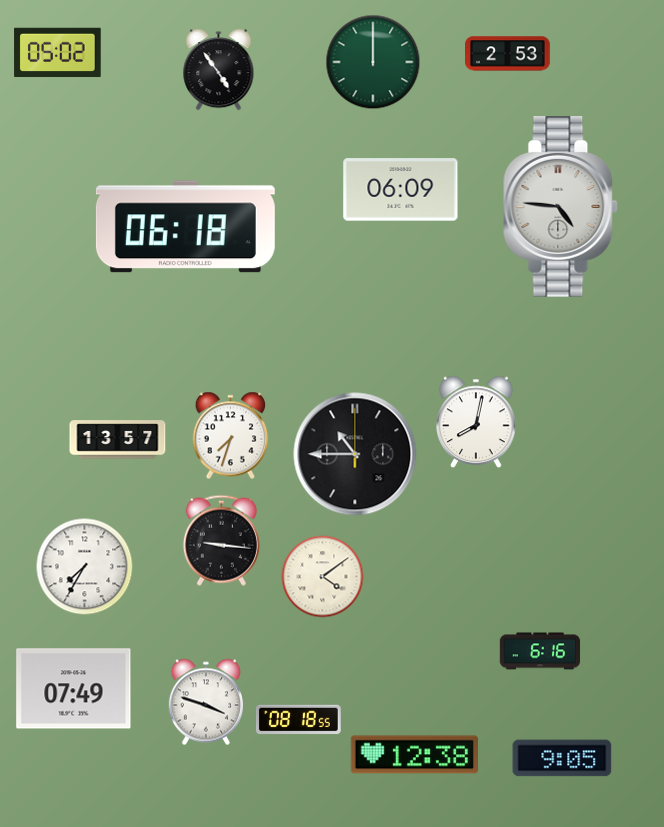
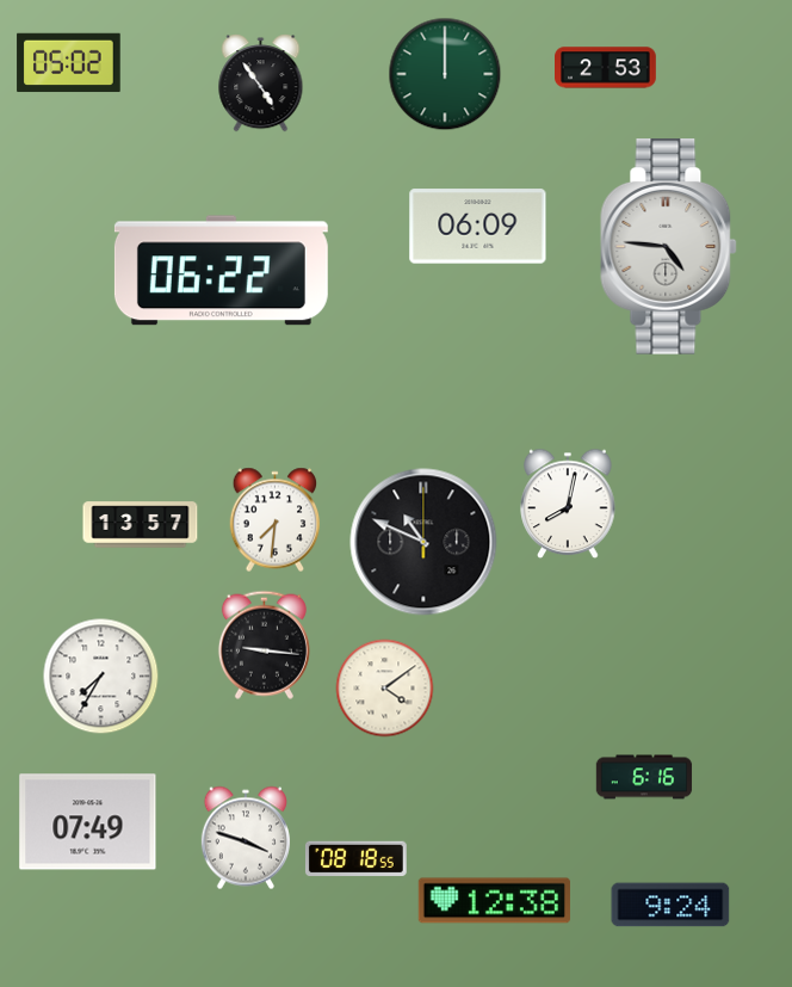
clock at (508, 54) position: (508, 54) -> (606, 68)
clock at (185, 227): 06:18 -> 06:22
clock at (231, 436): 7:33 -> 7:31
clock at (355, 454): 10:45 -> 10:49
clock at (562, 758): 9:05 -> 9:24
